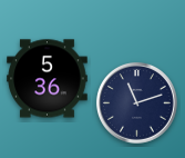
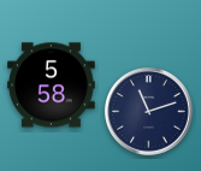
clock at (48, 79): 5:36 -> 5:58
